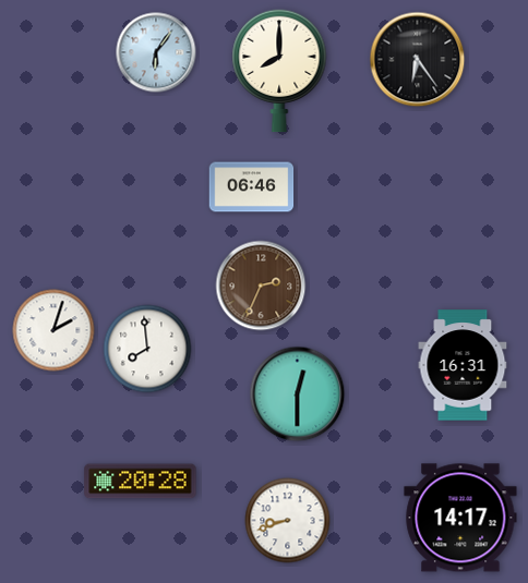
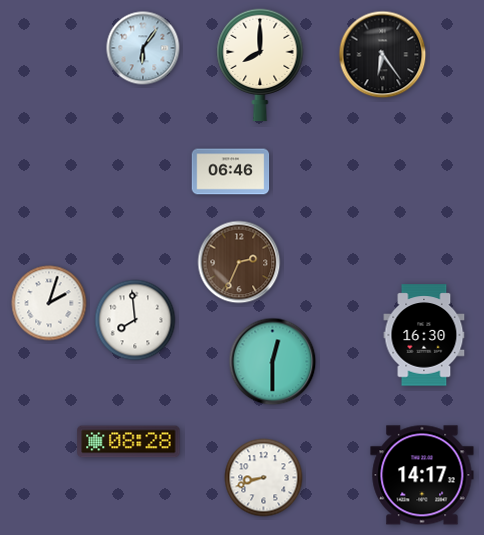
clock at (279, 71) position: (279, 71) -> (260, 65)
clock at (463, 365): 16:31 -> 16:30
clock at (141, 482): 20:28 -> 08:28
